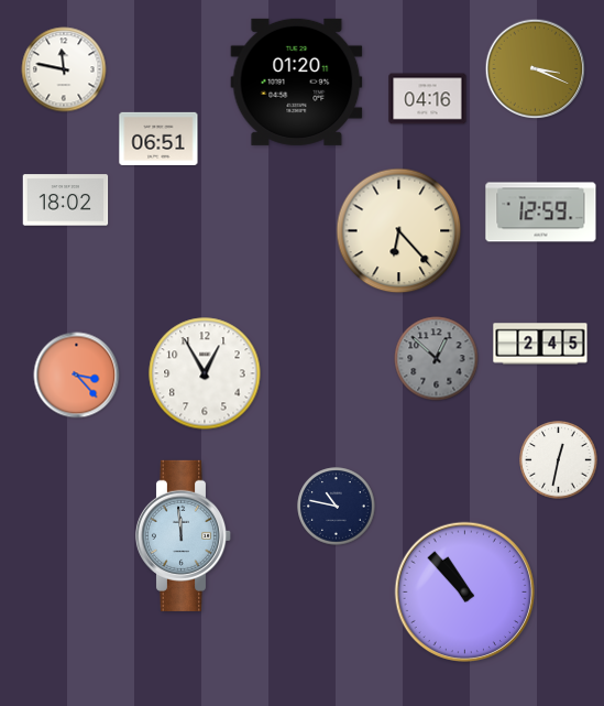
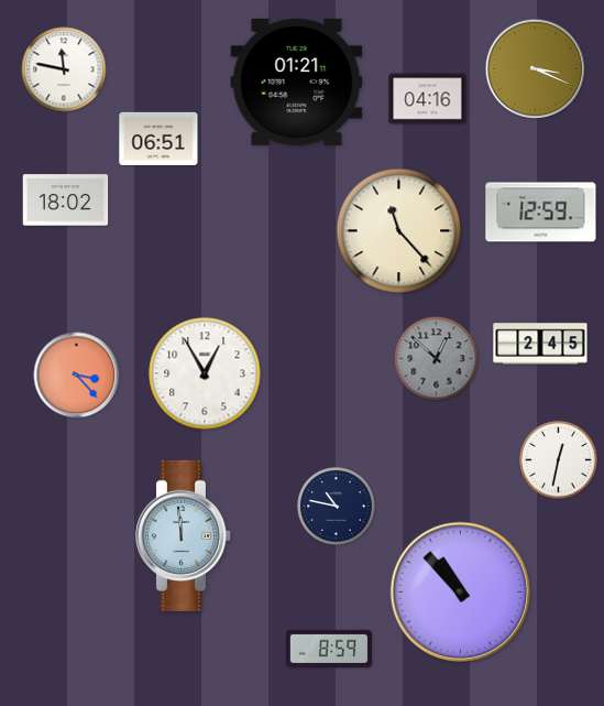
clock at (297, 82): 01:20 -> 01:21
clock at (399, 231): 6:23 -> 11:23
clock at (464, 591) position: (464, 591) -> (460, 591)
clock at (329, 648): none -> 8:59
